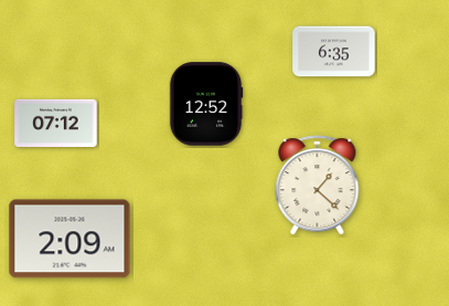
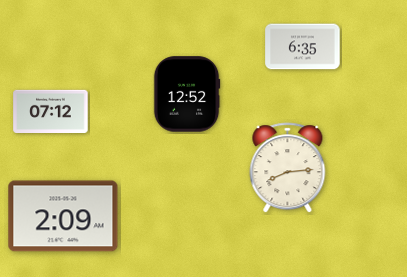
clock at (318, 186): 1:22 -> 8:14
